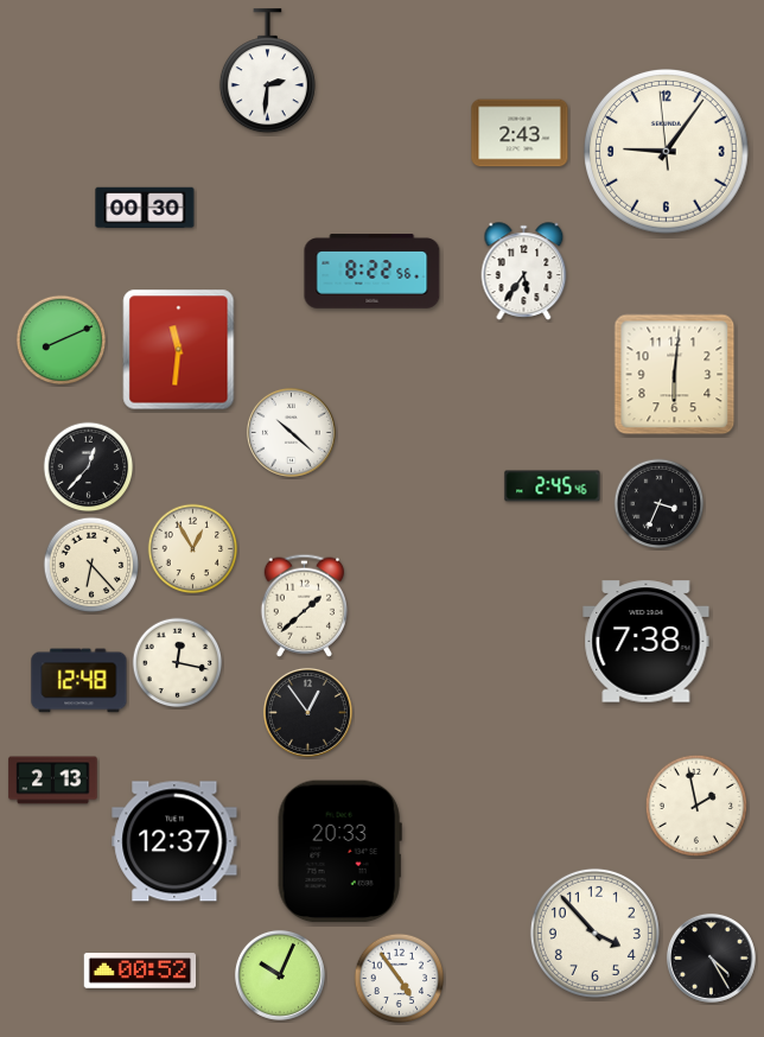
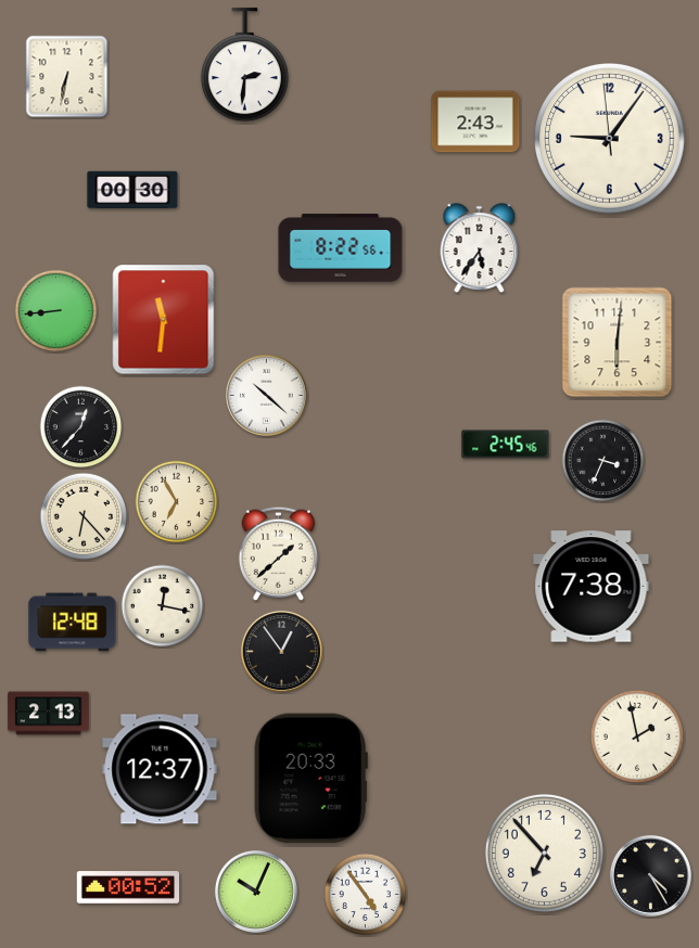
clock at (67, 77): none -> 6:32
clock at (62, 341): 8:11 -> 8:44
clock at (193, 549): 12:55 -> 6:55
clock at (594, 933): 3:53 -> 6:53
